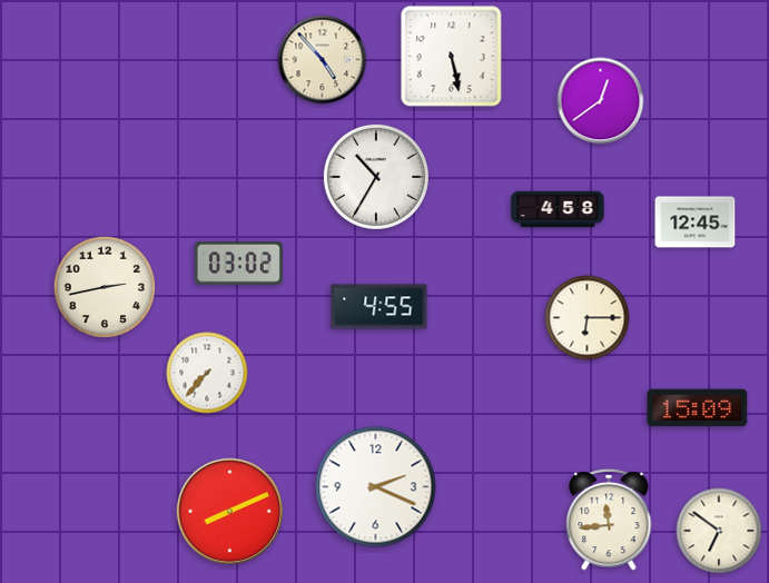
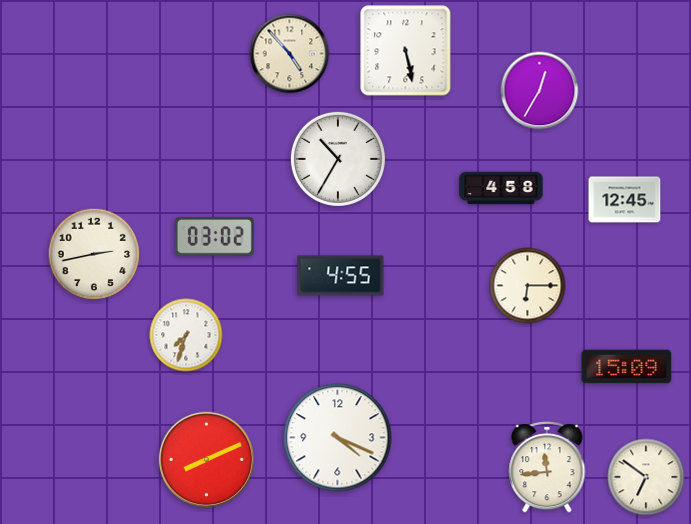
clock at (601, 101): 12:39 -> 12:35
clock at (105, 287) position: (105, 287) -> (94, 254)
clock at (207, 373): 7:37 -> 7:33
clock at (376, 487): 2:19 -> 4:19
